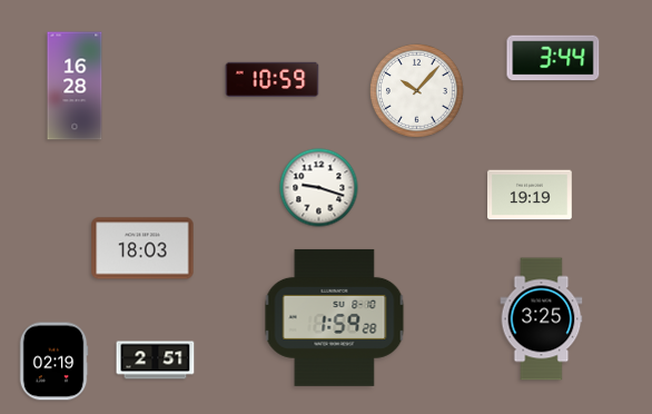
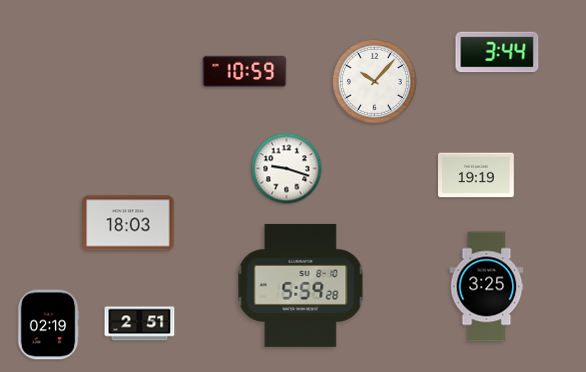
clock at (75, 86): 16:28 -> none
clock at (335, 317): 1:59 -> 5:59
